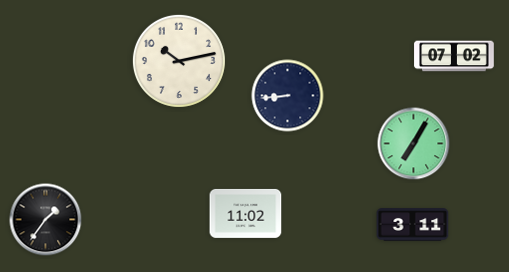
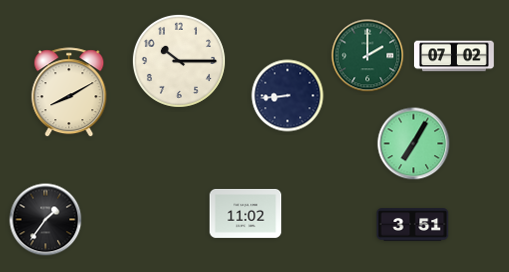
clock at (368, 56): none -> 2:00
clock at (179, 61): 10:13 -> 10:15
clock at (69, 93): none -> 8:10
clock at (413, 225): 3:11 -> 3:51
